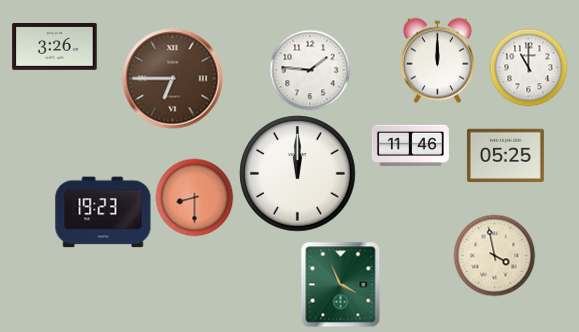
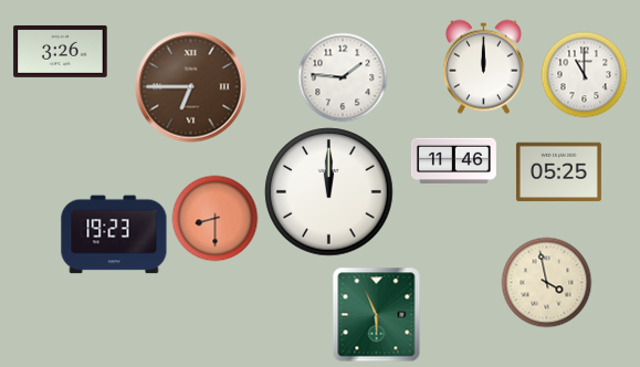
clock at (341, 284): 3:56 -> 5:56
